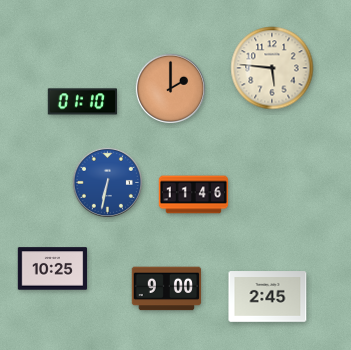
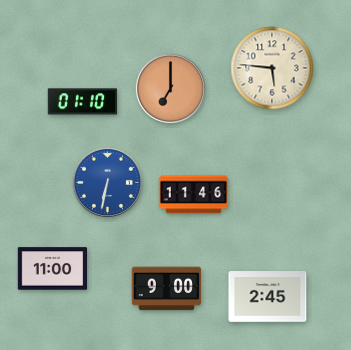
clock at (170, 88): 2:00 -> 7:00
clock at (53, 269): 10:25 -> 11:00
